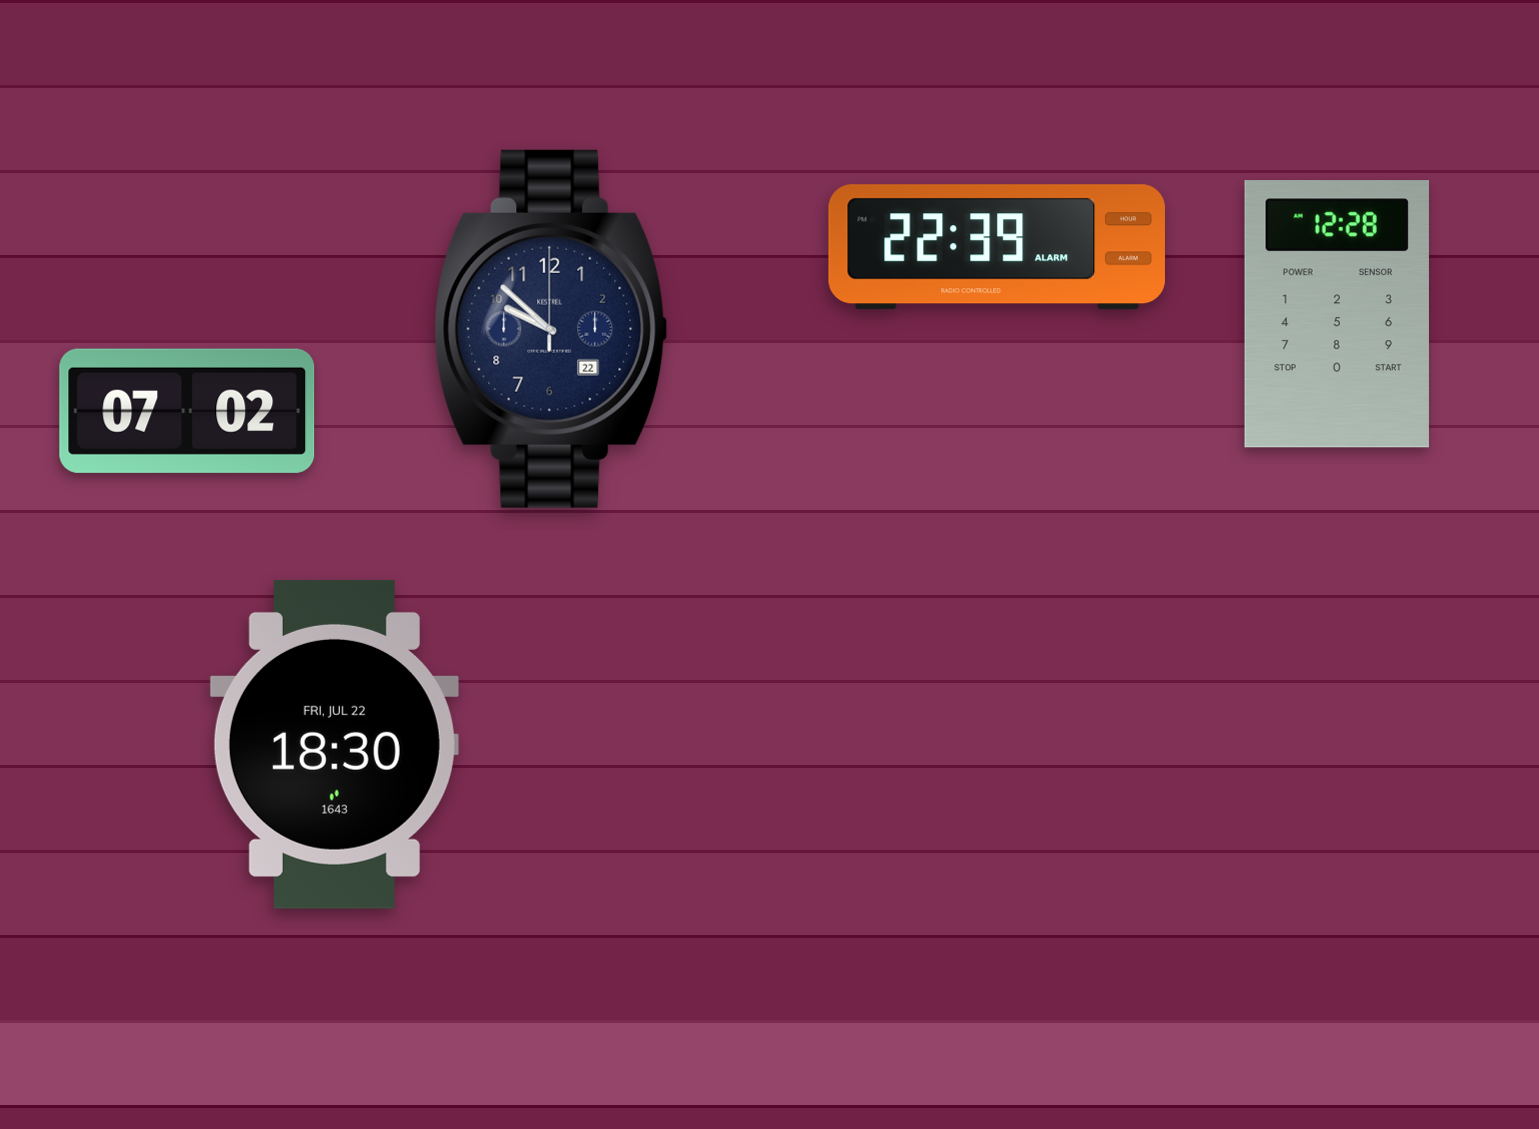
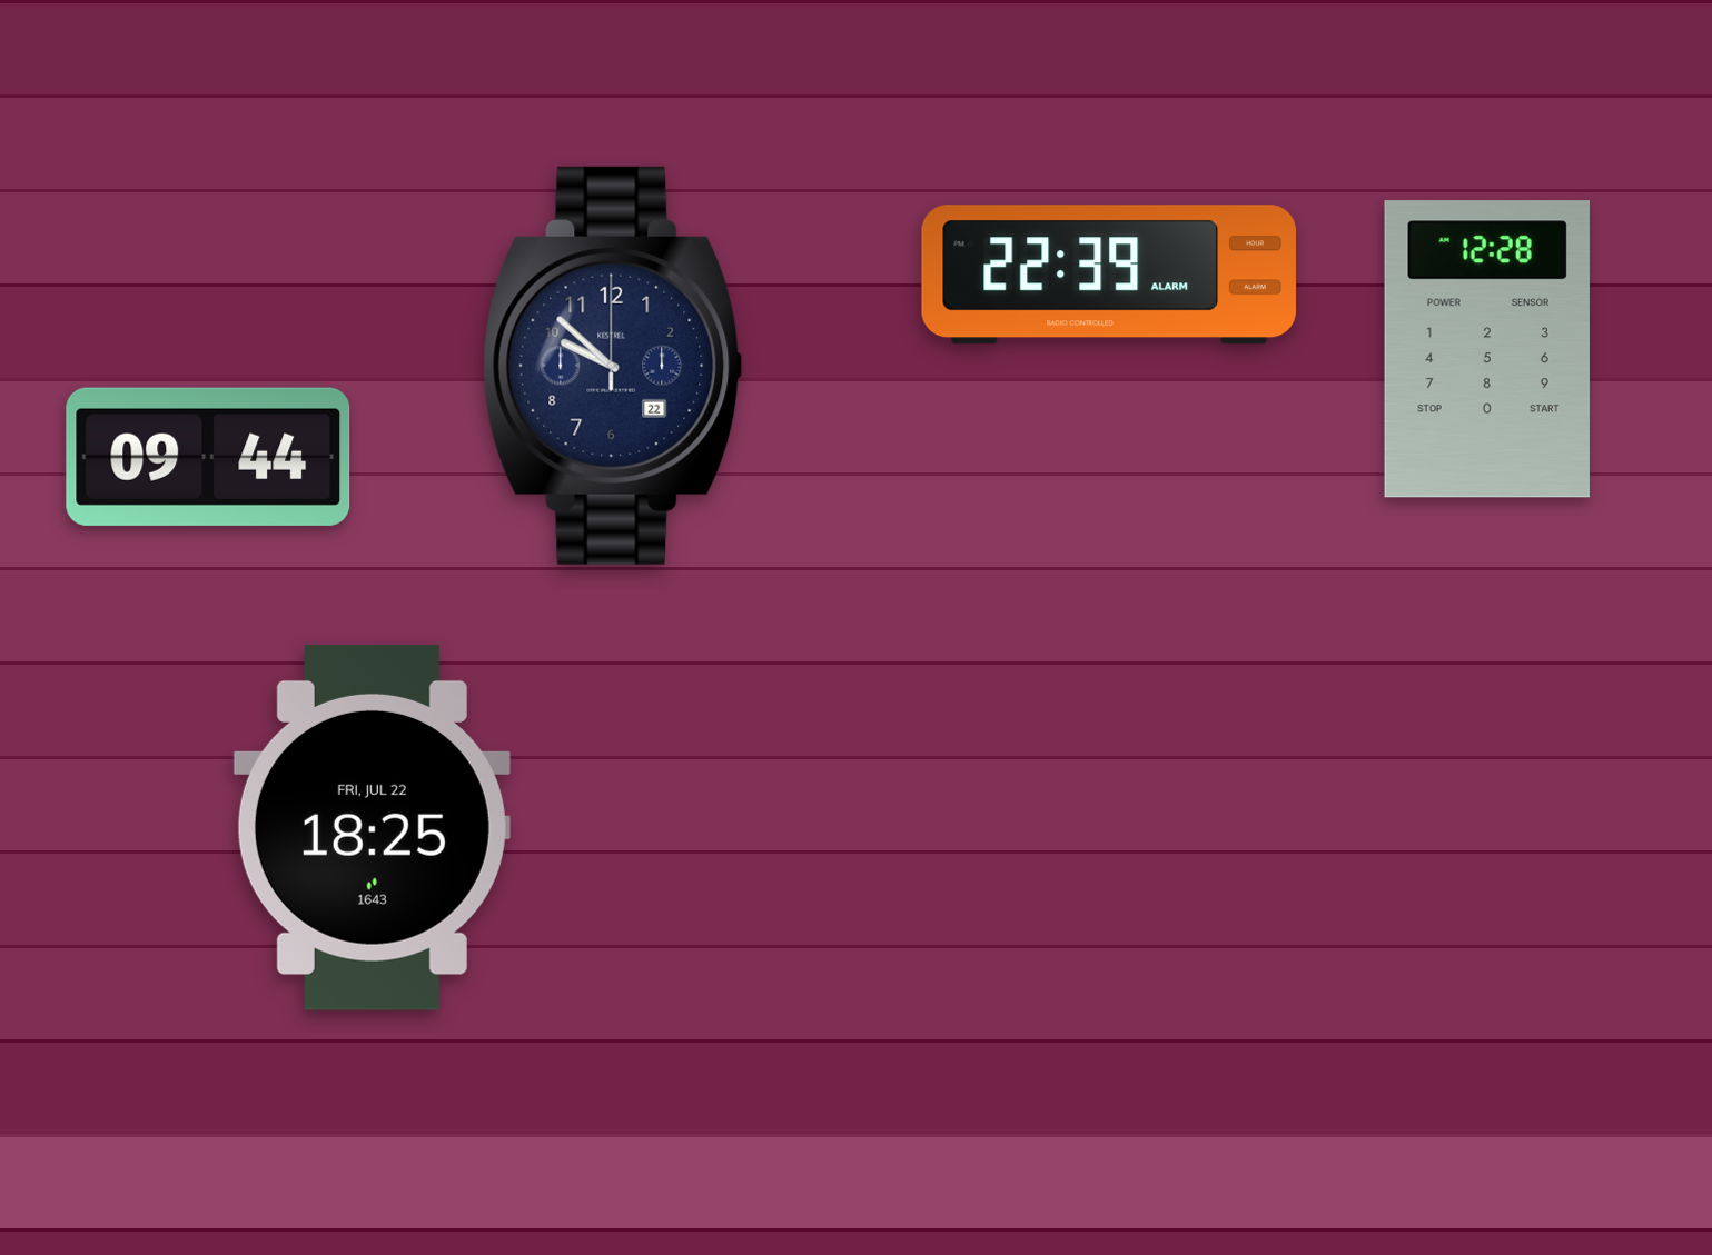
clock at (187, 411): 07:02 -> 09:44
clock at (334, 744): 18:30 -> 18:25
